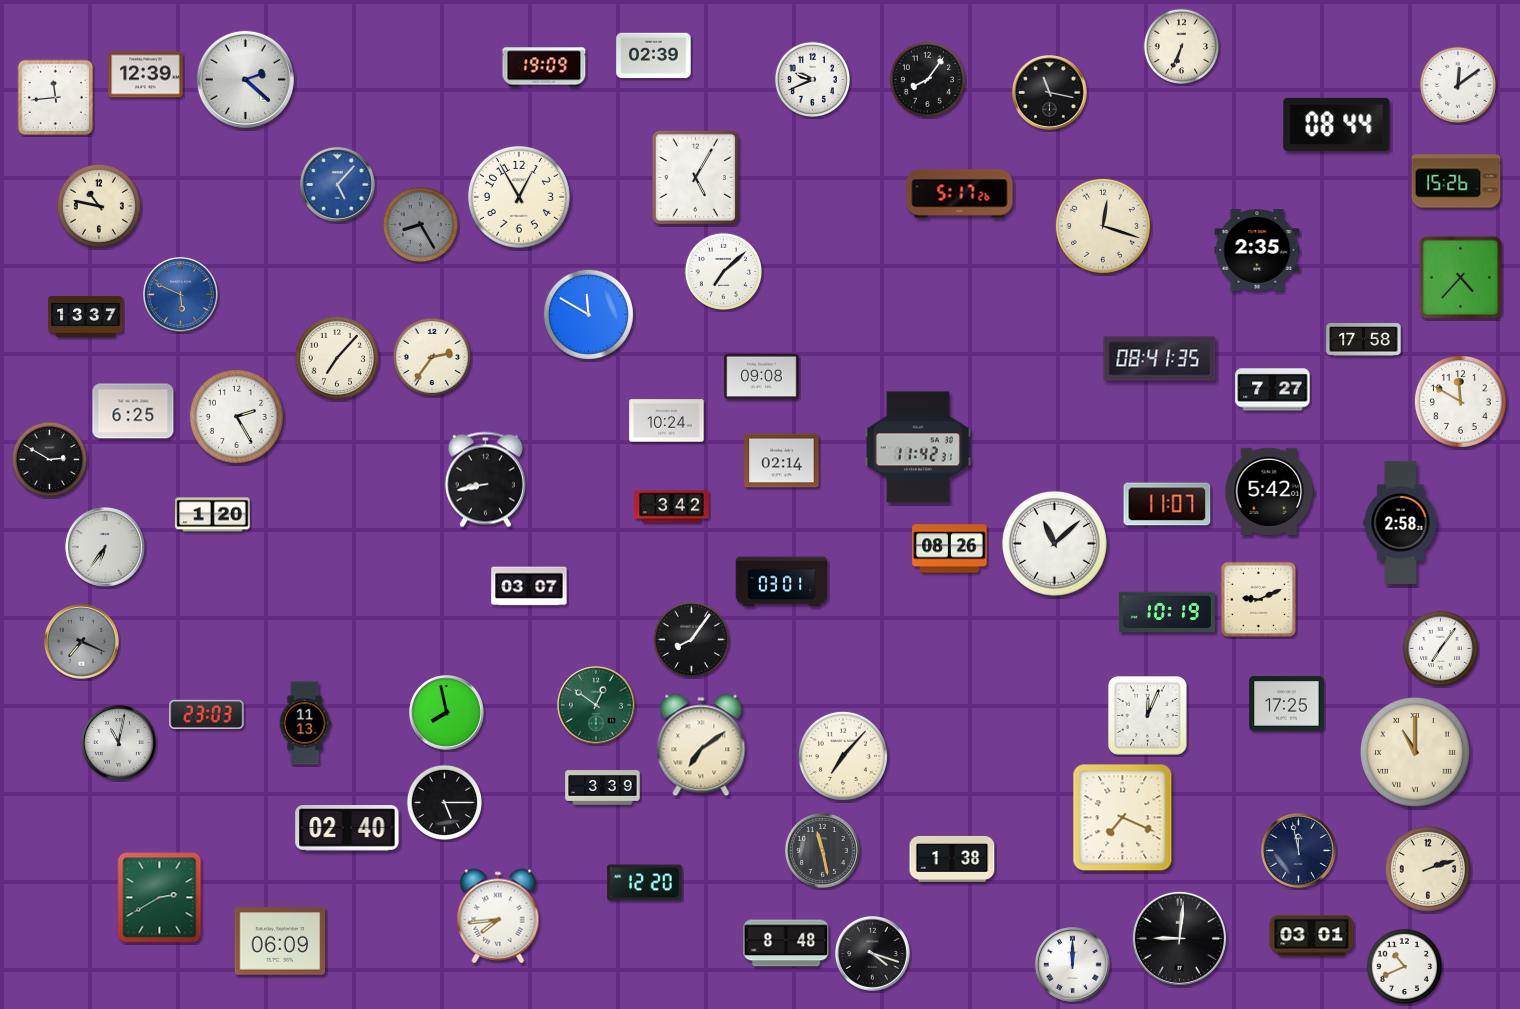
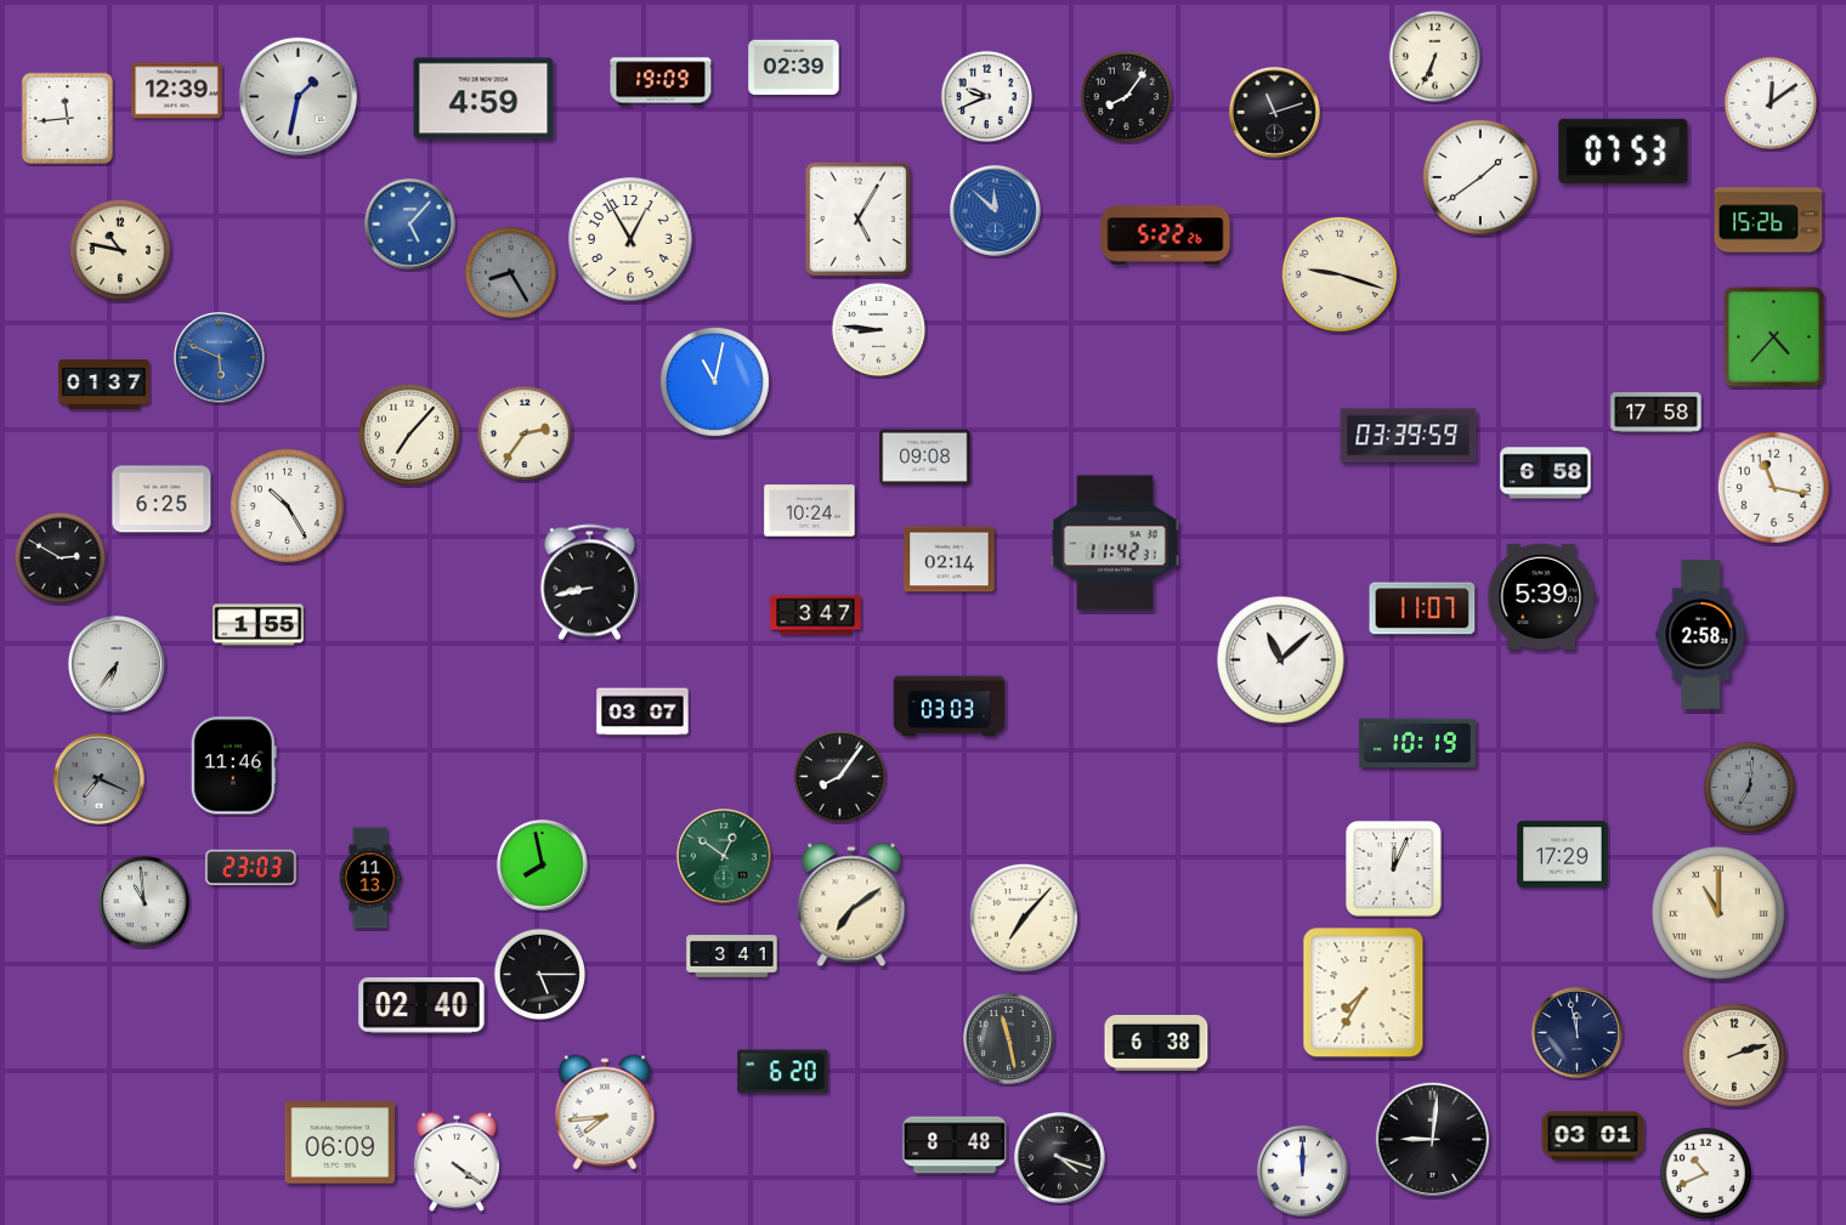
clock at (245, 79): 2:22 -> 1:32
clock at (483, 98): none -> 4:59
clock at (1050, 93): 11:17 -> 11:12
clock at (1337, 124): 08:44 -> 07:53
clock at (1480, 177): none -> 1:39
clock at (996, 211): none -> 11:52
clock at (695, 177) position: (695, 177) -> (857, 219)
clock at (960, 194): 5:17 -> 5:22
clock at (1103, 226): 12:18 -> 9:18
clock at (1257, 250): 2:35 -> none
clock at (723, 271): 7:08 -> 8:46
clock at (588, 314): 11:50 -> 11:02
clock at (86, 317): 13:37 -> 01:37
clock at (1160, 359): 08:41 -> 03:39
clock at (1273, 390): 7:27 -> 6:58
clock at (1460, 401): 11:50 -> 11:17
clock at (236, 416): 2:25 -> 10:25
clock at (1270, 491): 5:42 -> 5:39
clock at (1167, 504) position: (1167, 504) -> (1422, 608)
clock at (672, 507): 3:42 -> 3:47
clock at (213, 515): 1:20 -> 1:55
clock at (105, 547) position: (105, 547) -> (117, 664)
clock at (950, 549): 08:26 -> none
clock at (782, 582): 03:01 -> 03:03
clock at (1259, 600): 9:11 -> none
clock at (233, 766): none -> 11:46
clock at (1440, 648): 7:06 -> 7:01
clock at (1440, 648) dial: white -> grey
clock at (1287, 704): 17:25 -> 17:29
clock at (119, 743): 11:02 -> 10:59
clock at (603, 788): 3:39 -> 3:41
clock at (1123, 818): 7:19 -> 7:35
clock at (823, 851) position: (823, 851) -> (1009, 1039)
clock at (952, 859): 1:38 -> 6:38
clock at (645, 883): 12:20 -> 6:20
clock at (160, 898): 2:40 -> none
clock at (457, 1162): none -> 4:21
